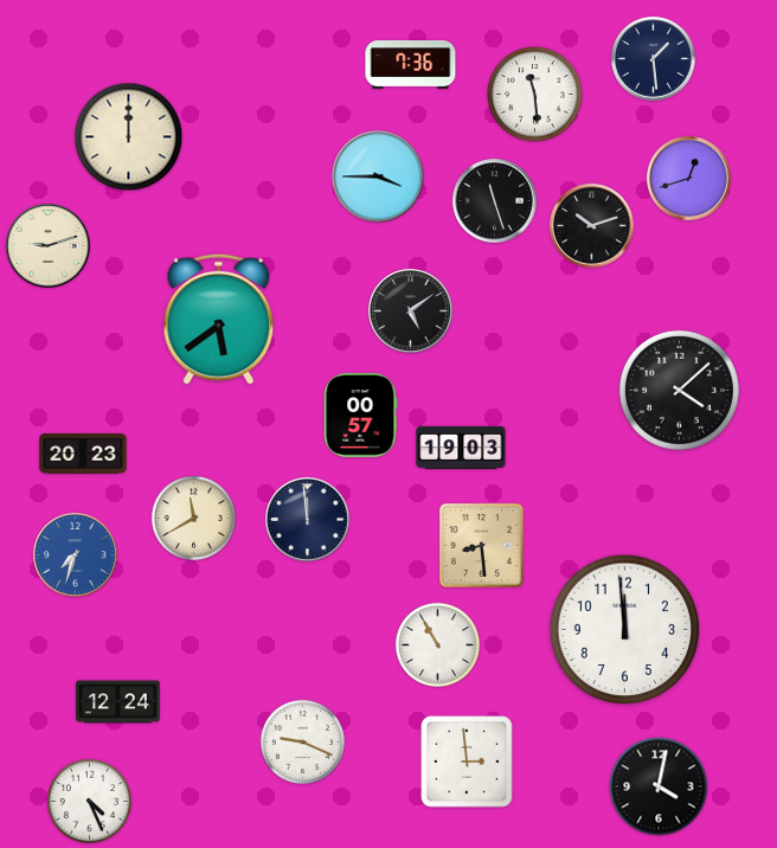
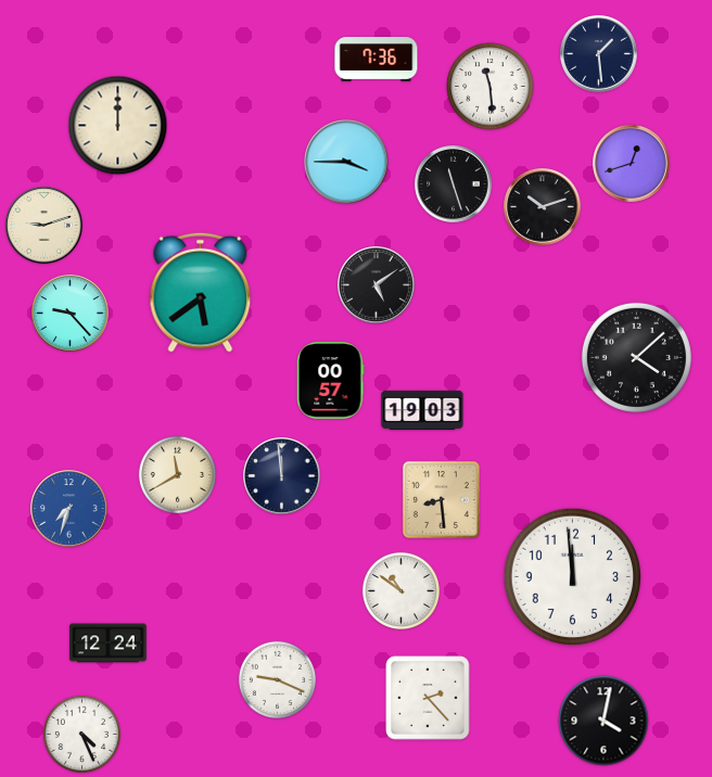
clock at (71, 314): none -> 9:23
clock at (679, 390) position: (679, 390) -> (636, 357)
clock at (83, 454): 20:23 -> none
clock at (437, 644): 10:55 -> 10:51
clock at (467, 762): 2:59 -> 2:23
